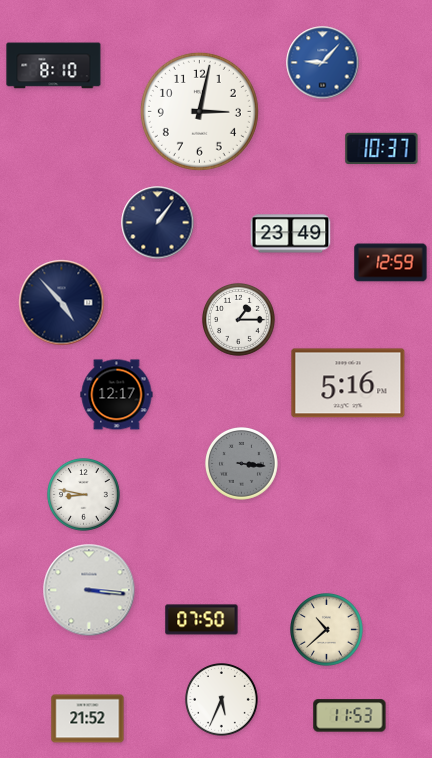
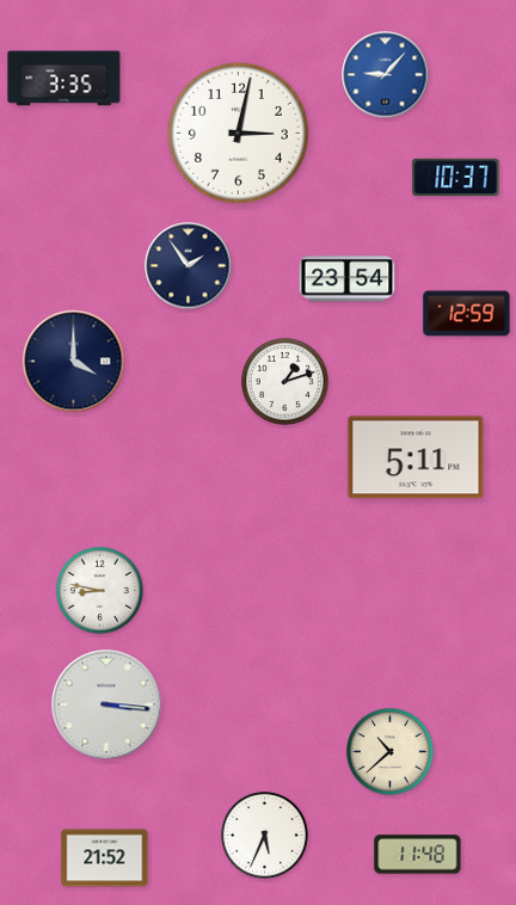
clock at (54, 66): 8:10 -> 3:35
clock at (158, 223): 1:06 -> 1:54
clock at (291, 234): 23:49 -> 23:54
clock at (62, 303): 4:53 -> 4:00
clock at (239, 320): 1:15 -> 1:12
clock at (348, 383): 5:16 -> 5:11
clock at (117, 395): 12:17 -> none
clock at (242, 464): 3:16 -> none
clock at (202, 620): 07:50 -> none
clock at (350, 716): 11:53 -> 11:48
